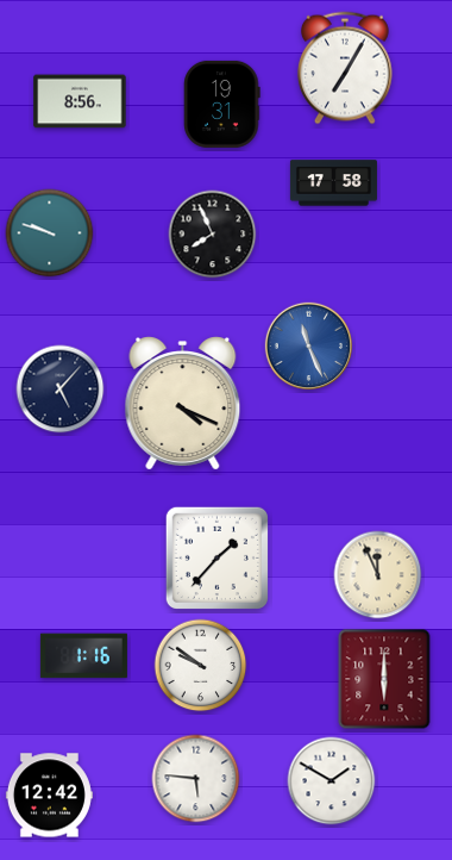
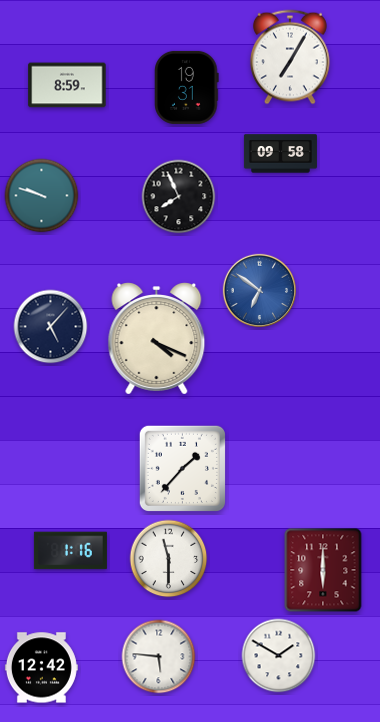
clock at (80, 101): 8:56 -> 8:59
clock at (333, 183): 17:58 -> 09:58
clock at (308, 345): 11:26 -> 6:51
clock at (183, 404) position: (183, 404) -> (157, 339)
clock at (378, 575): 11:56 -> none
clock at (201, 666): 9:51 -> 11:30
clock at (196, 779) position: (196, 779) -> (159, 657)
